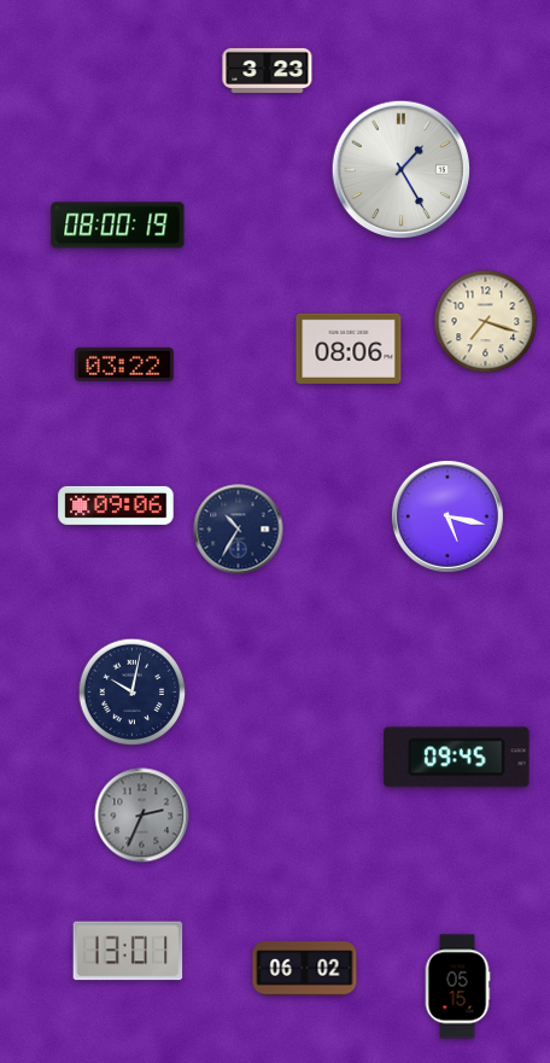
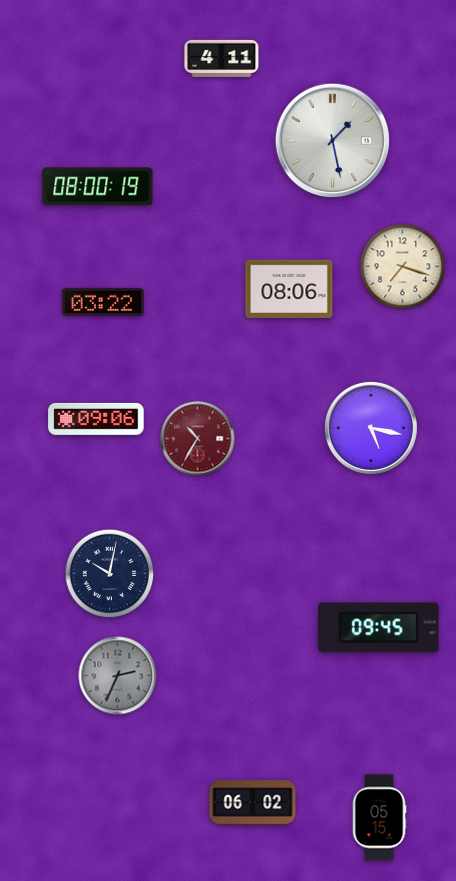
clock at (268, 70): 3:23 -> 4:11
clock at (402, 170): 1:25 -> 1:28
clock at (239, 530) dial: navy -> burgundy
clock at (128, 951): 13:01 -> none
